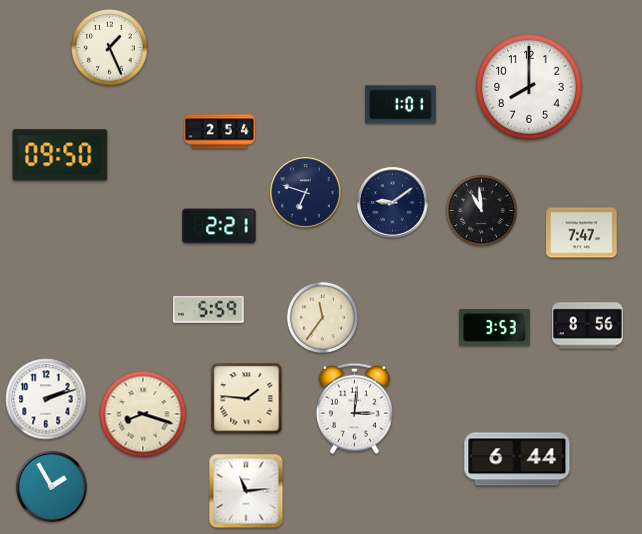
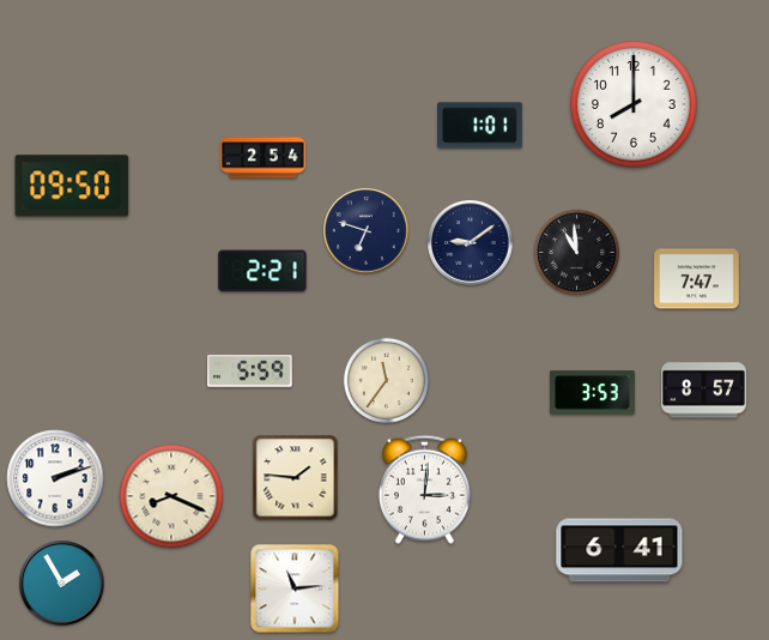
clock at (110, 48): 1:26 -> none
clock at (588, 326): 8:56 -> 8:57
clock at (143, 414): 8:18 -> 8:19
clock at (517, 459): 6:44 -> 6:41
